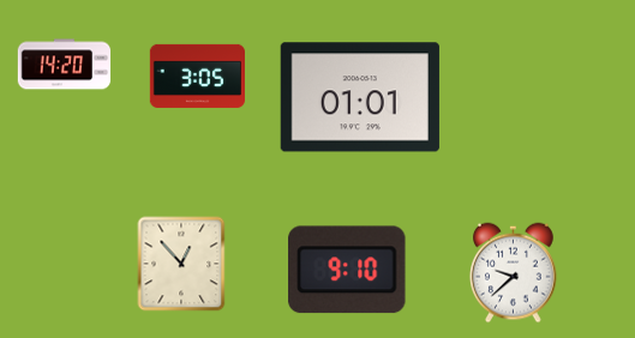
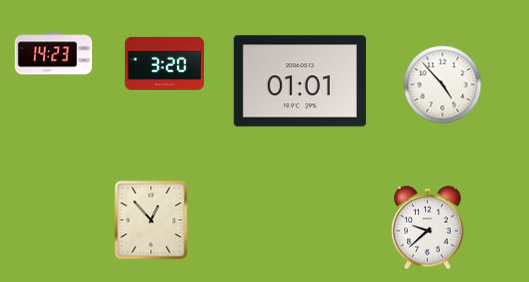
clock at (64, 65): 14:20 -> 14:23
clock at (197, 76): 3:05 -> 3:20
clock at (442, 84): none -> 4:53
clock at (347, 270): 9:10 -> none
